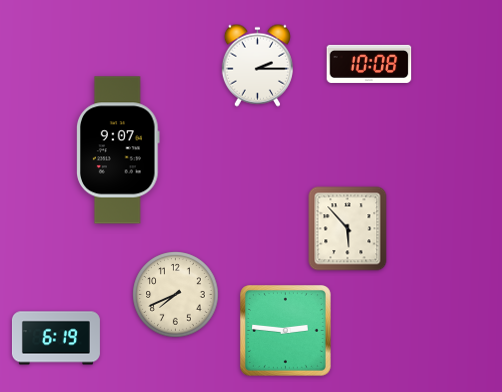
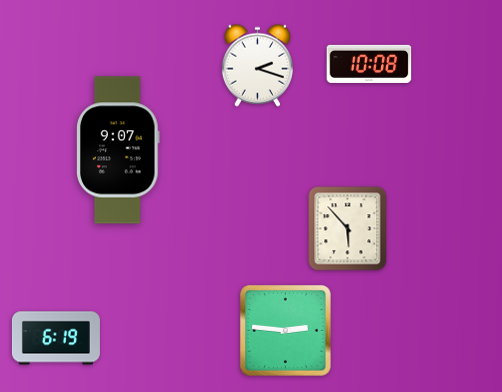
clock at (257, 65): 2:15 -> 2:18
clock at (176, 295): 7:41 -> none
